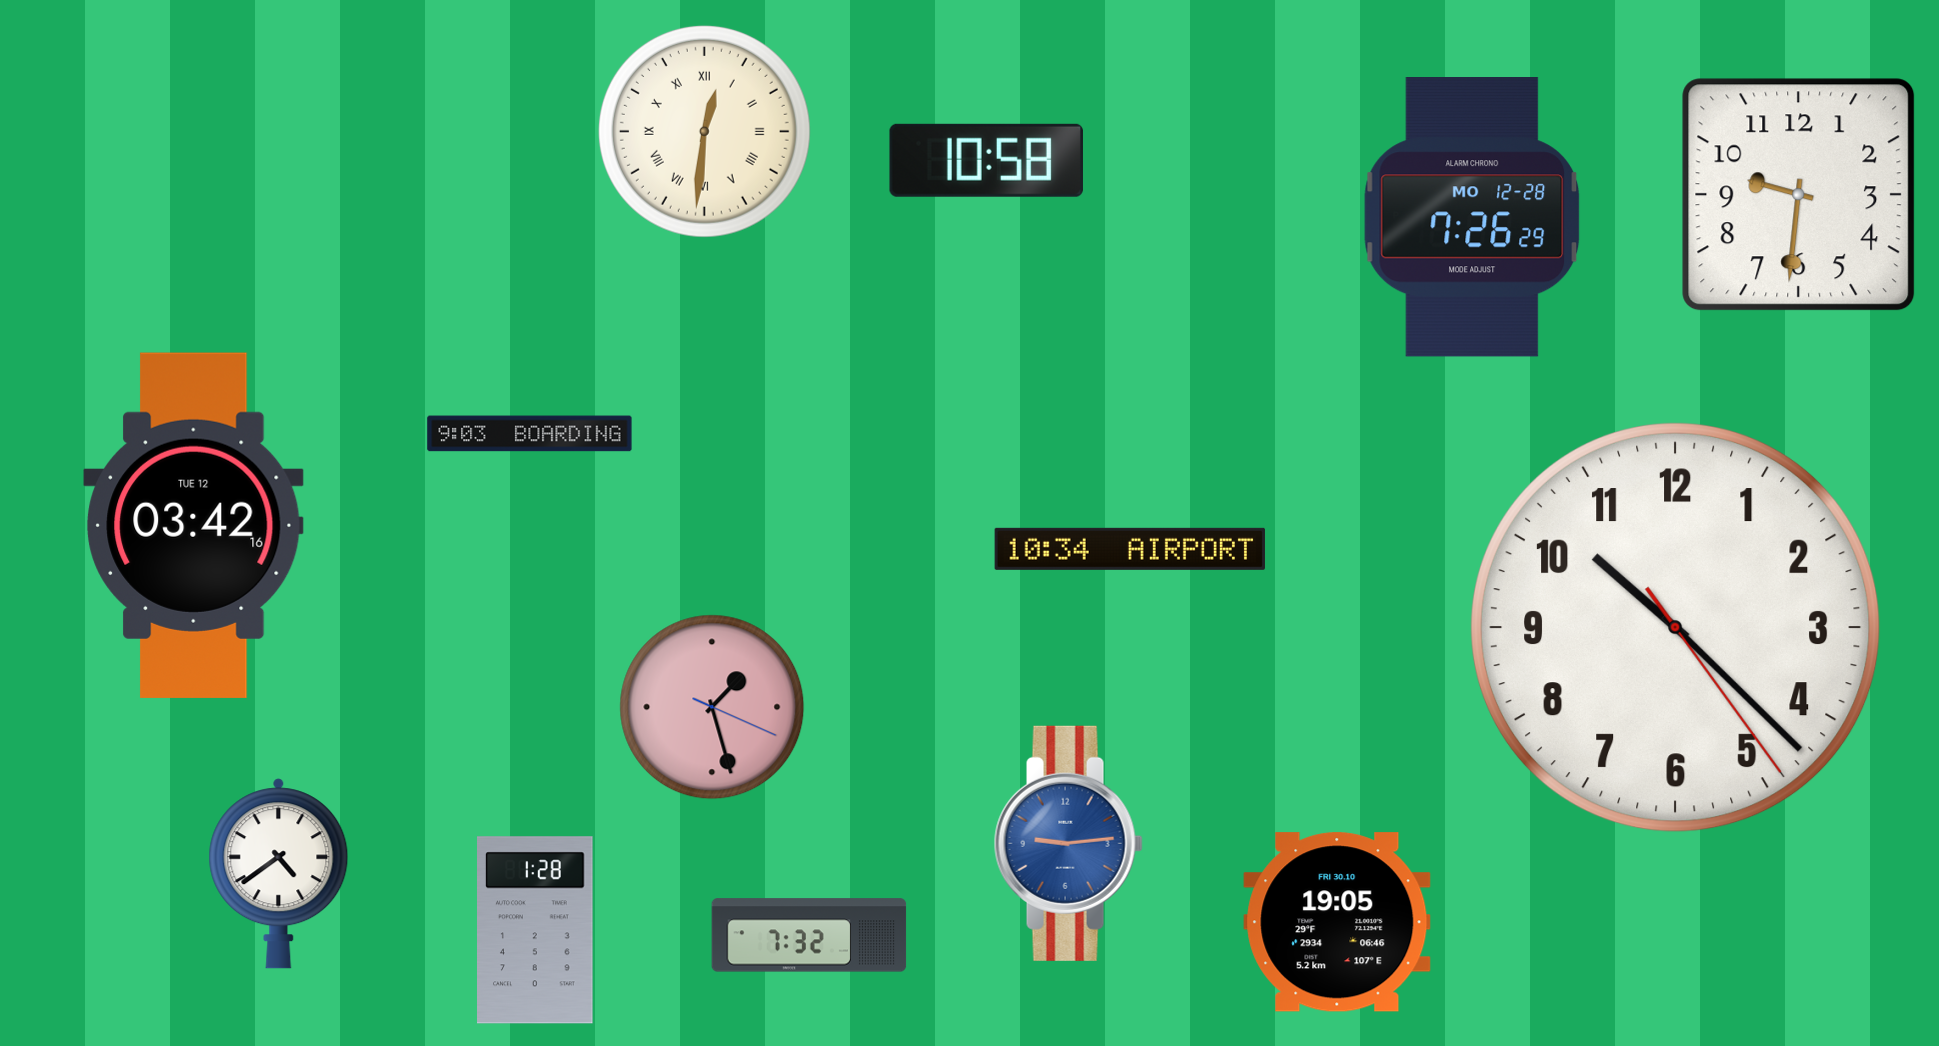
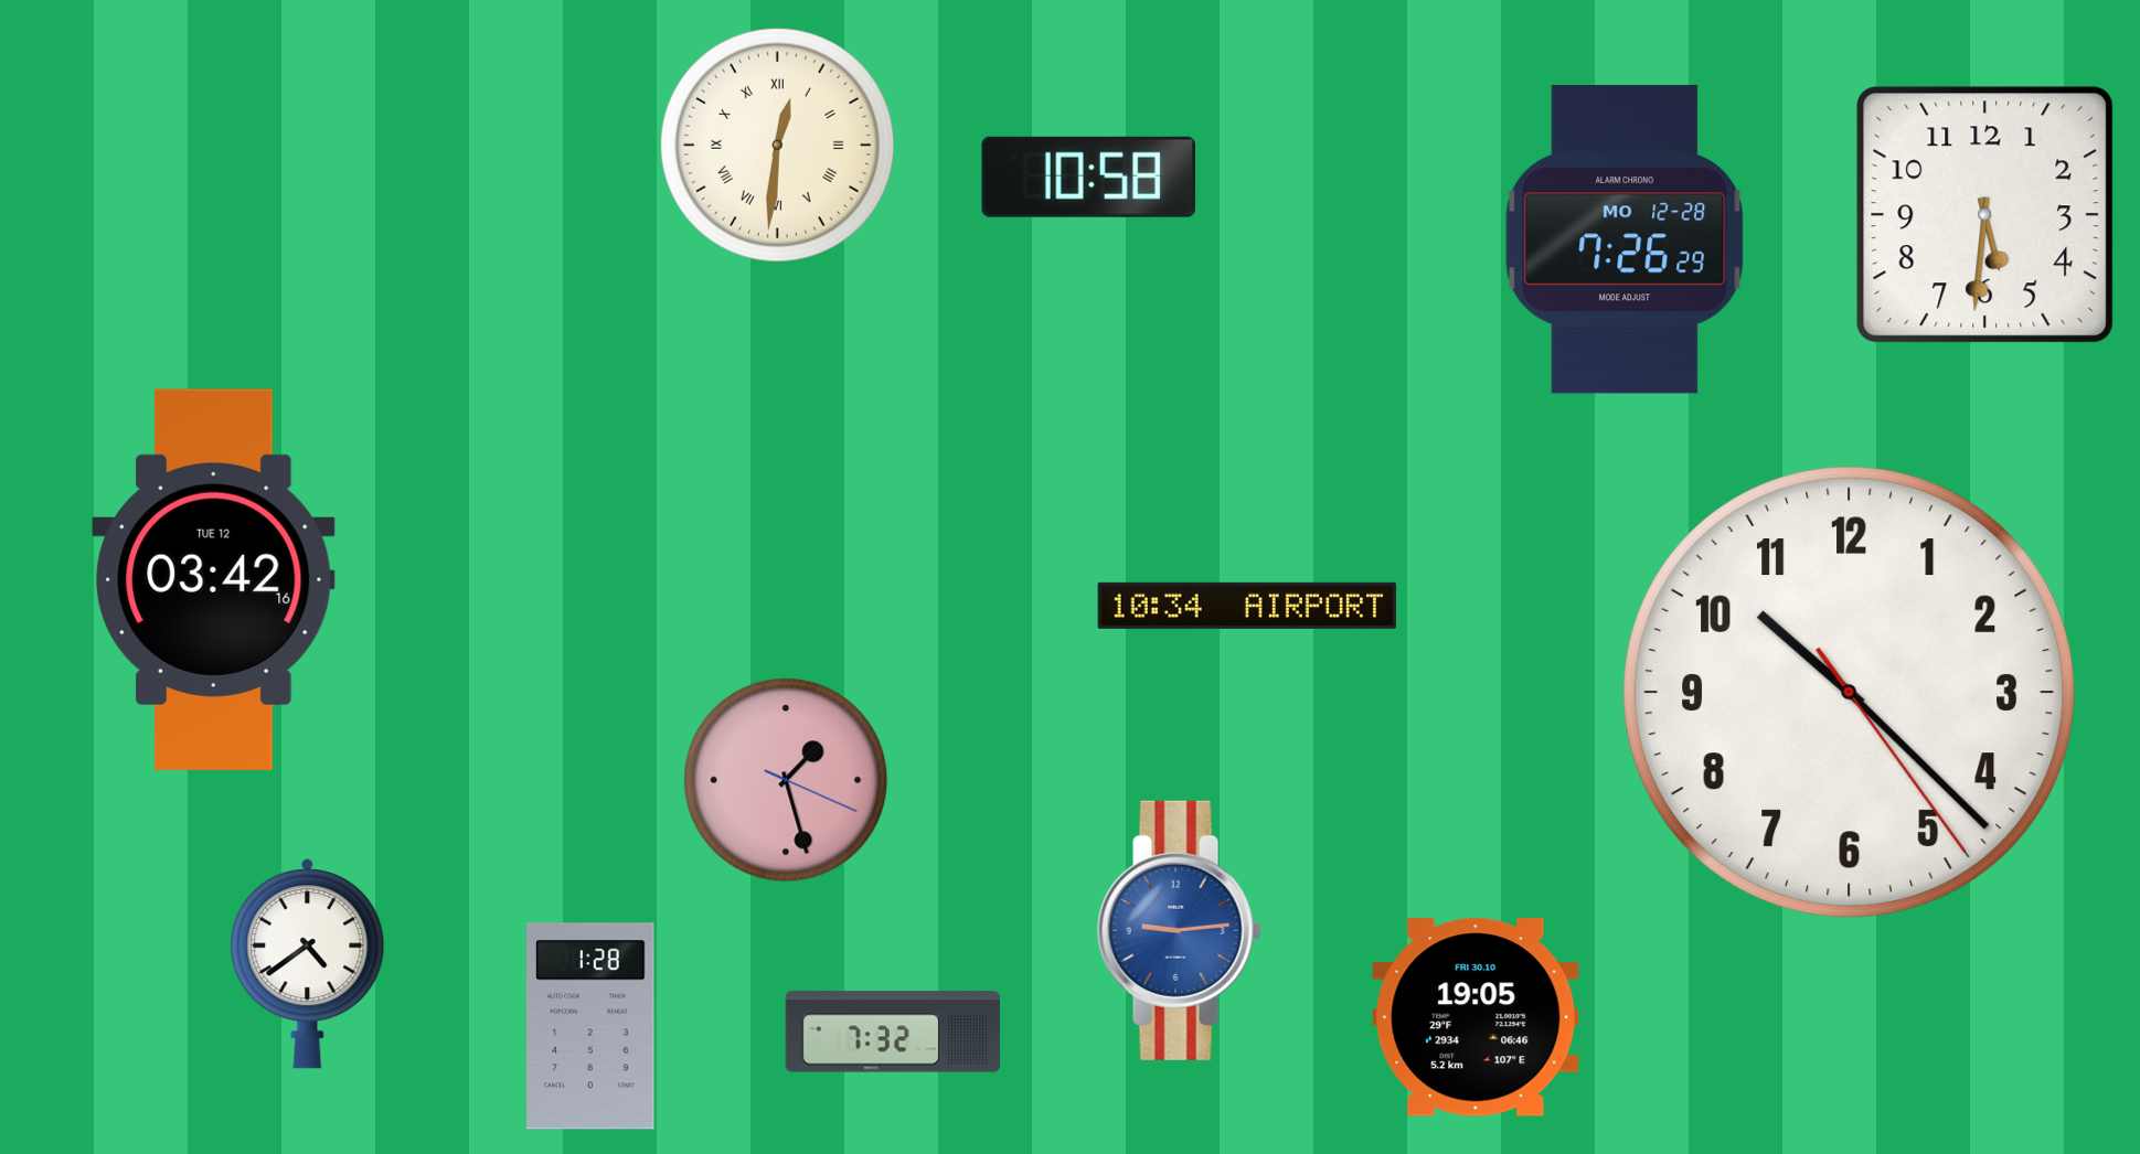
clock at (1799, 195): 9:31 -> 5:31
clock at (530, 434): 9:03 -> none
